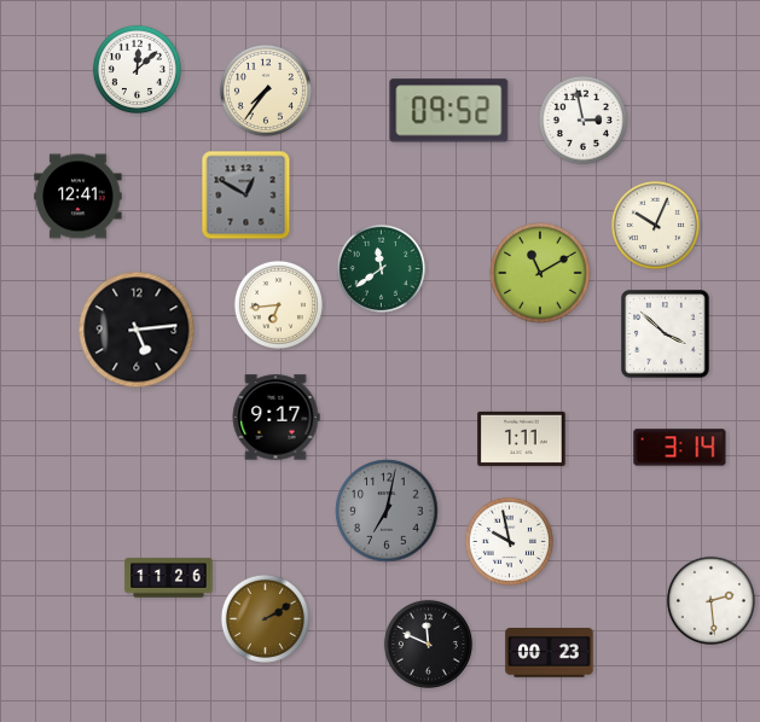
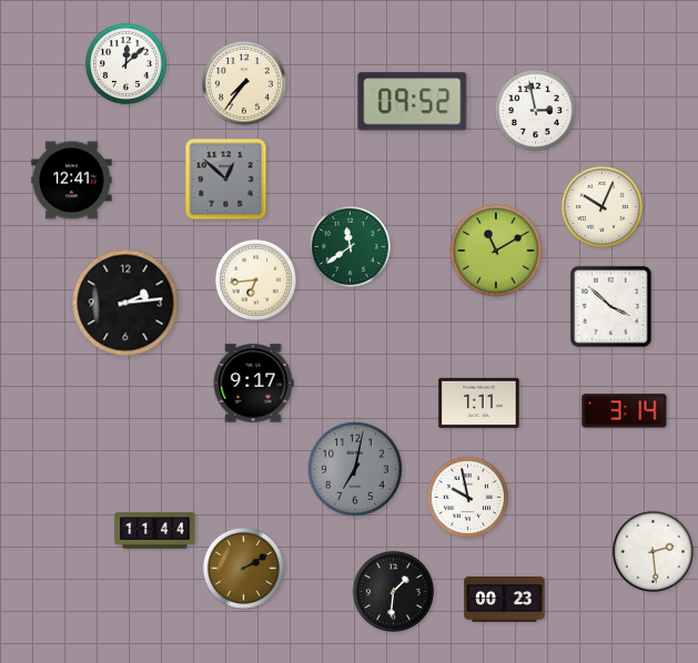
clock at (246, 196): 12:50 -> 12:52
clock at (137, 330): 5:14 -> 2:14
clock at (169, 578): 11:26 -> 11:44
clock at (428, 644): 11:49 -> 1:31
